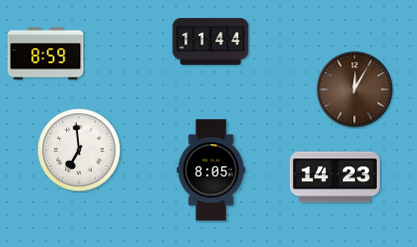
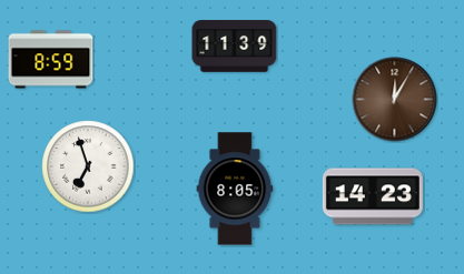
clock at (211, 42): 11:44 -> 11:39
clock at (79, 150): 6:59 -> 6:57
